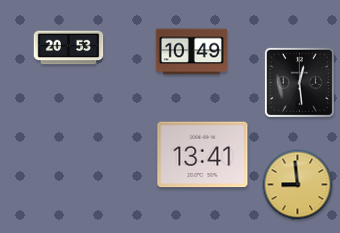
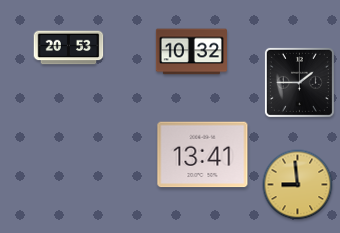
clock at (191, 52): 10:49 -> 10:32
clock at (299, 82): 12:29 -> 1:45
